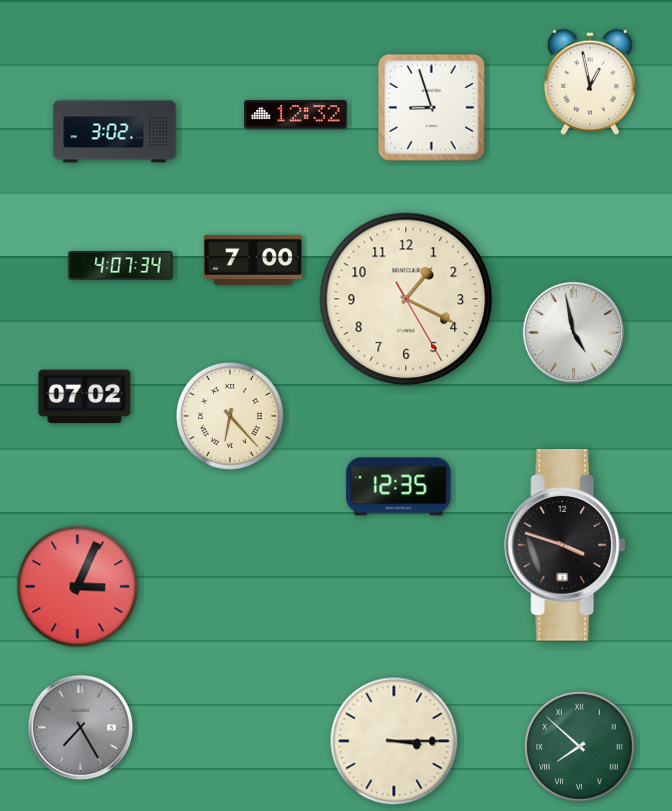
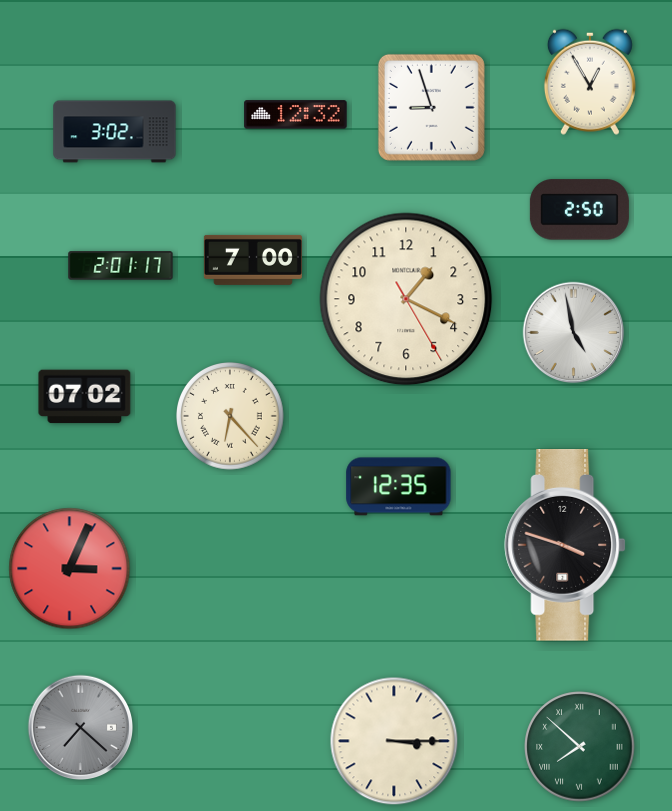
clock at (590, 82): 12:58 -> 12:55
clock at (579, 210): none -> 2:50
clock at (121, 266): 4:07 -> 2:01
clock at (78, 587) position: (78, 587) -> (70, 569)
clock at (80, 727): 7:25 -> 7:22
